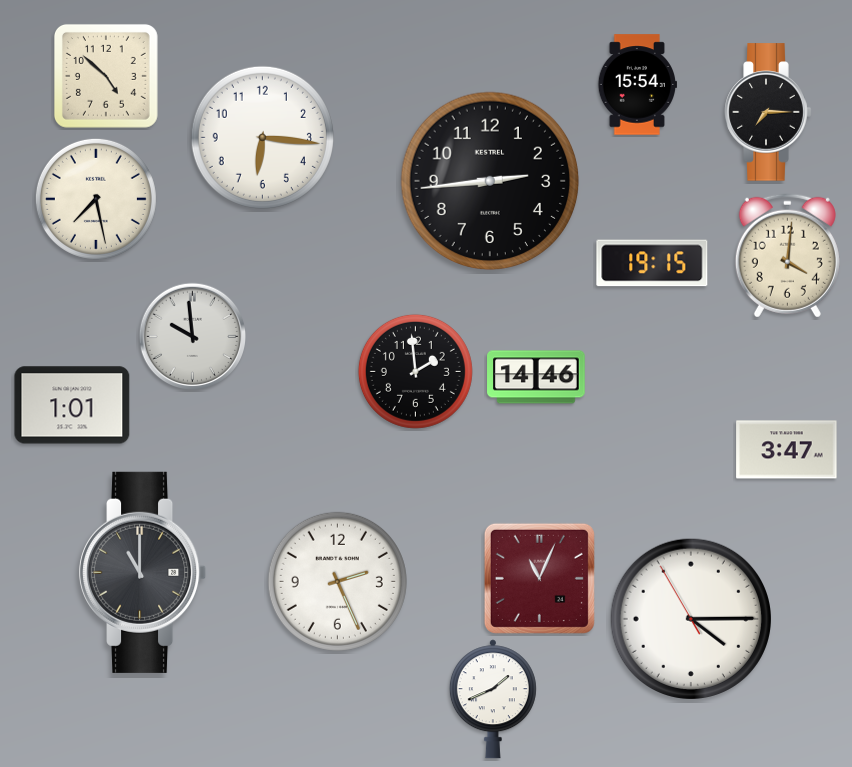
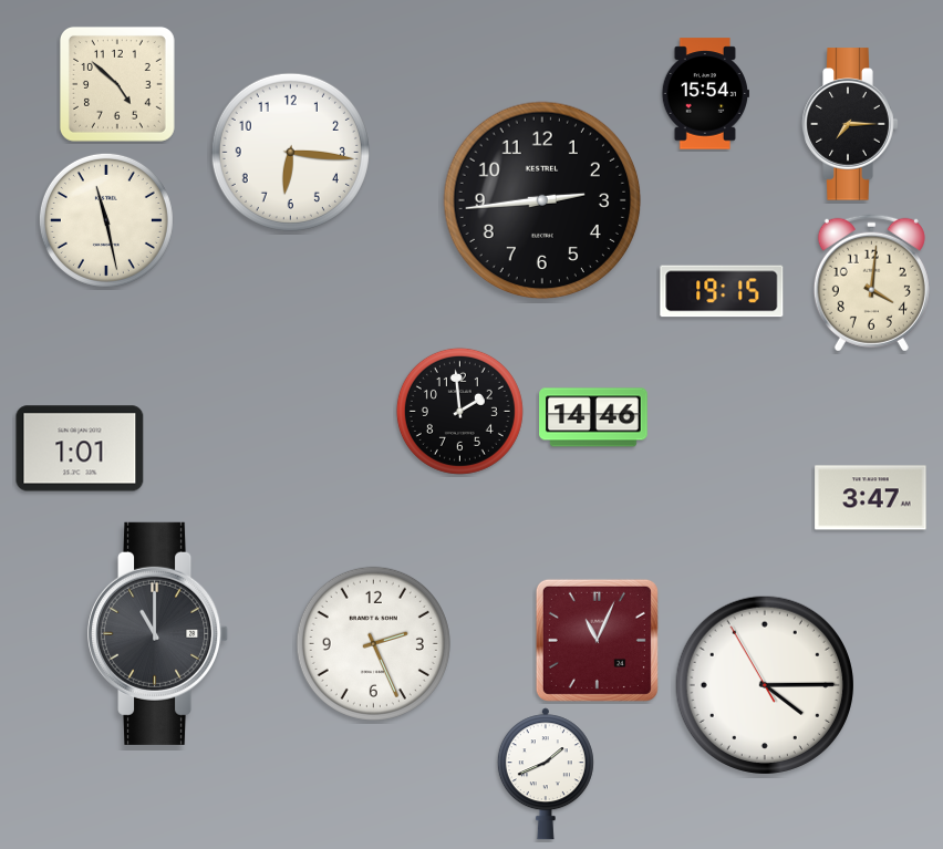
clock at (96, 199): 7:28 -> 11:28
clock at (192, 336): 9:59 -> none
